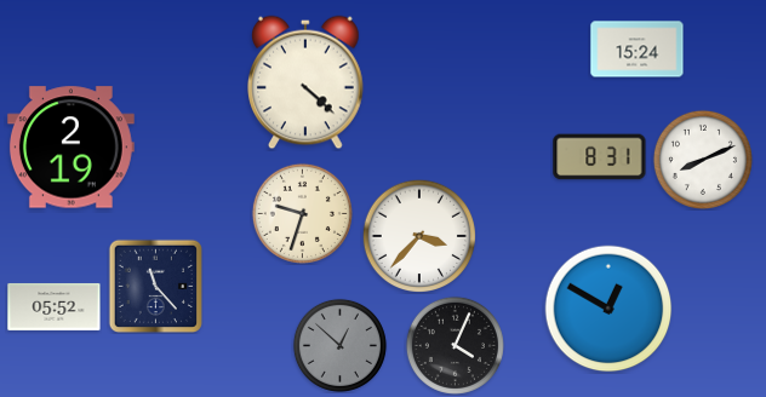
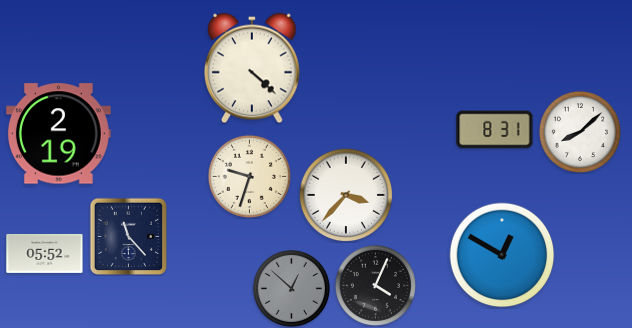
clock at (638, 50): 15:24 -> none
clock at (70, 148) position: (70, 148) -> (58, 134)
clock at (703, 160): 8:11 -> 8:08
clock at (339, 345) position: (339, 345) -> (291, 288)
